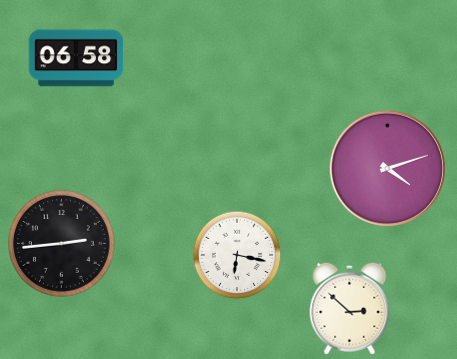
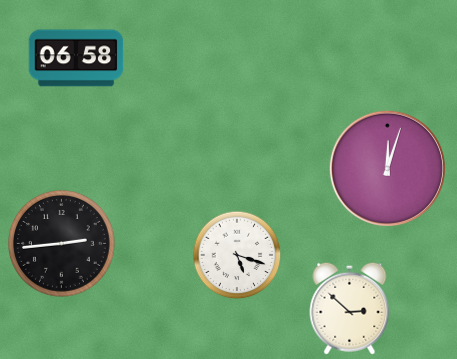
clock at (387, 168): 4:12 -> 12:03
clock at (237, 255): 6:17 -> 5:18
